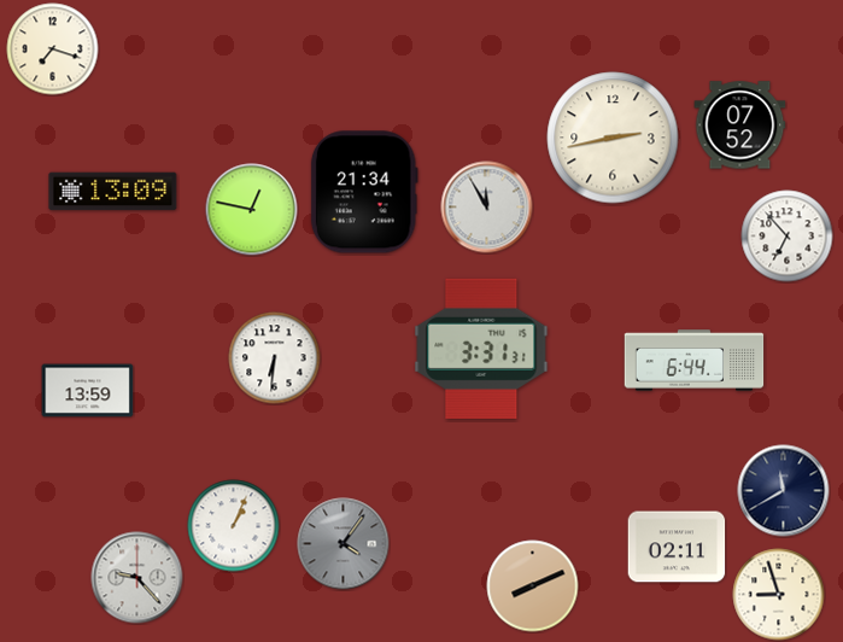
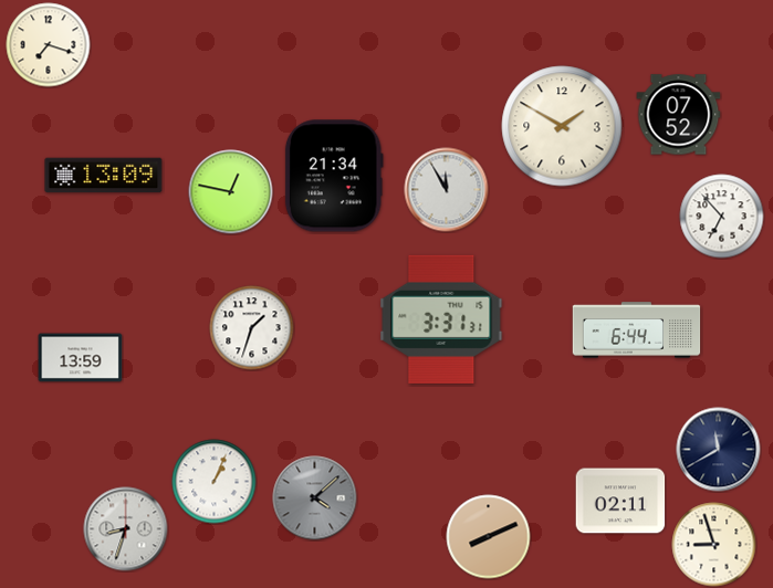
clock at (613, 138): 2:43 -> 1:50
clock at (275, 358): 6:31 -> 1:33
clock at (344, 544): 4:06 -> 4:08
clock at (137, 578): 9:23 -> 8:33
